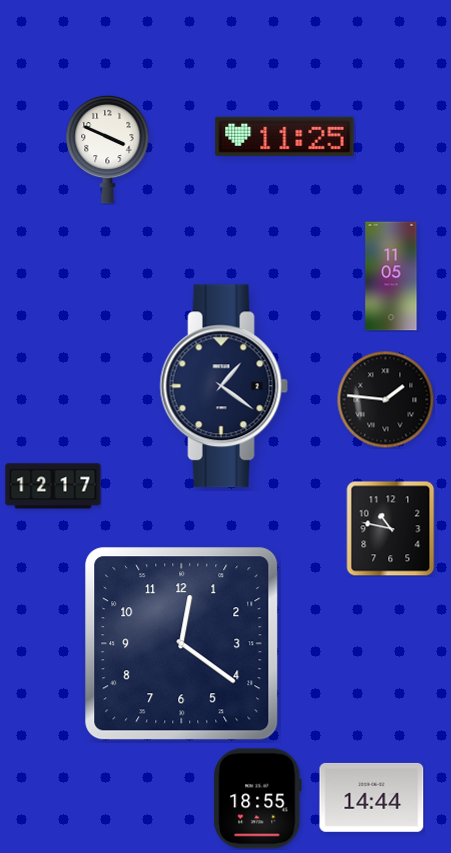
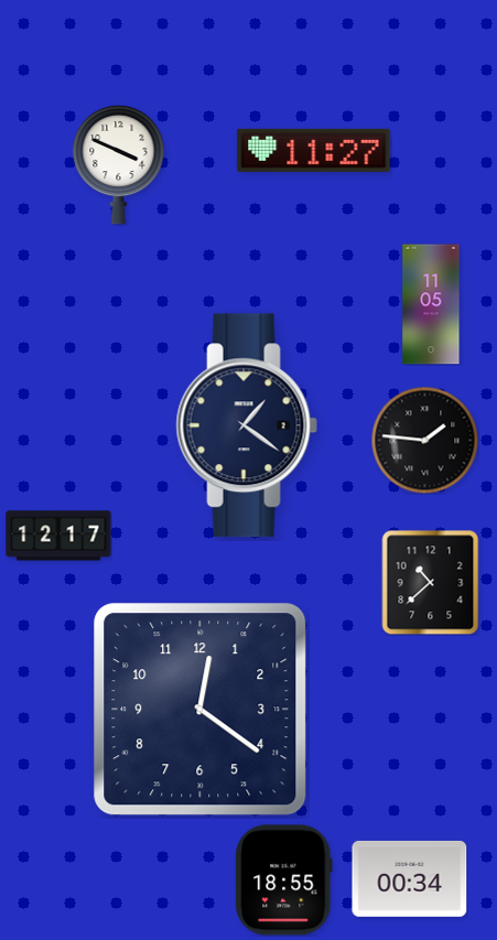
clock at (285, 136): 11:25 -> 11:27
clock at (391, 528): 10:47 -> 10:38
clock at (372, 797): 14:44 -> 00:34
